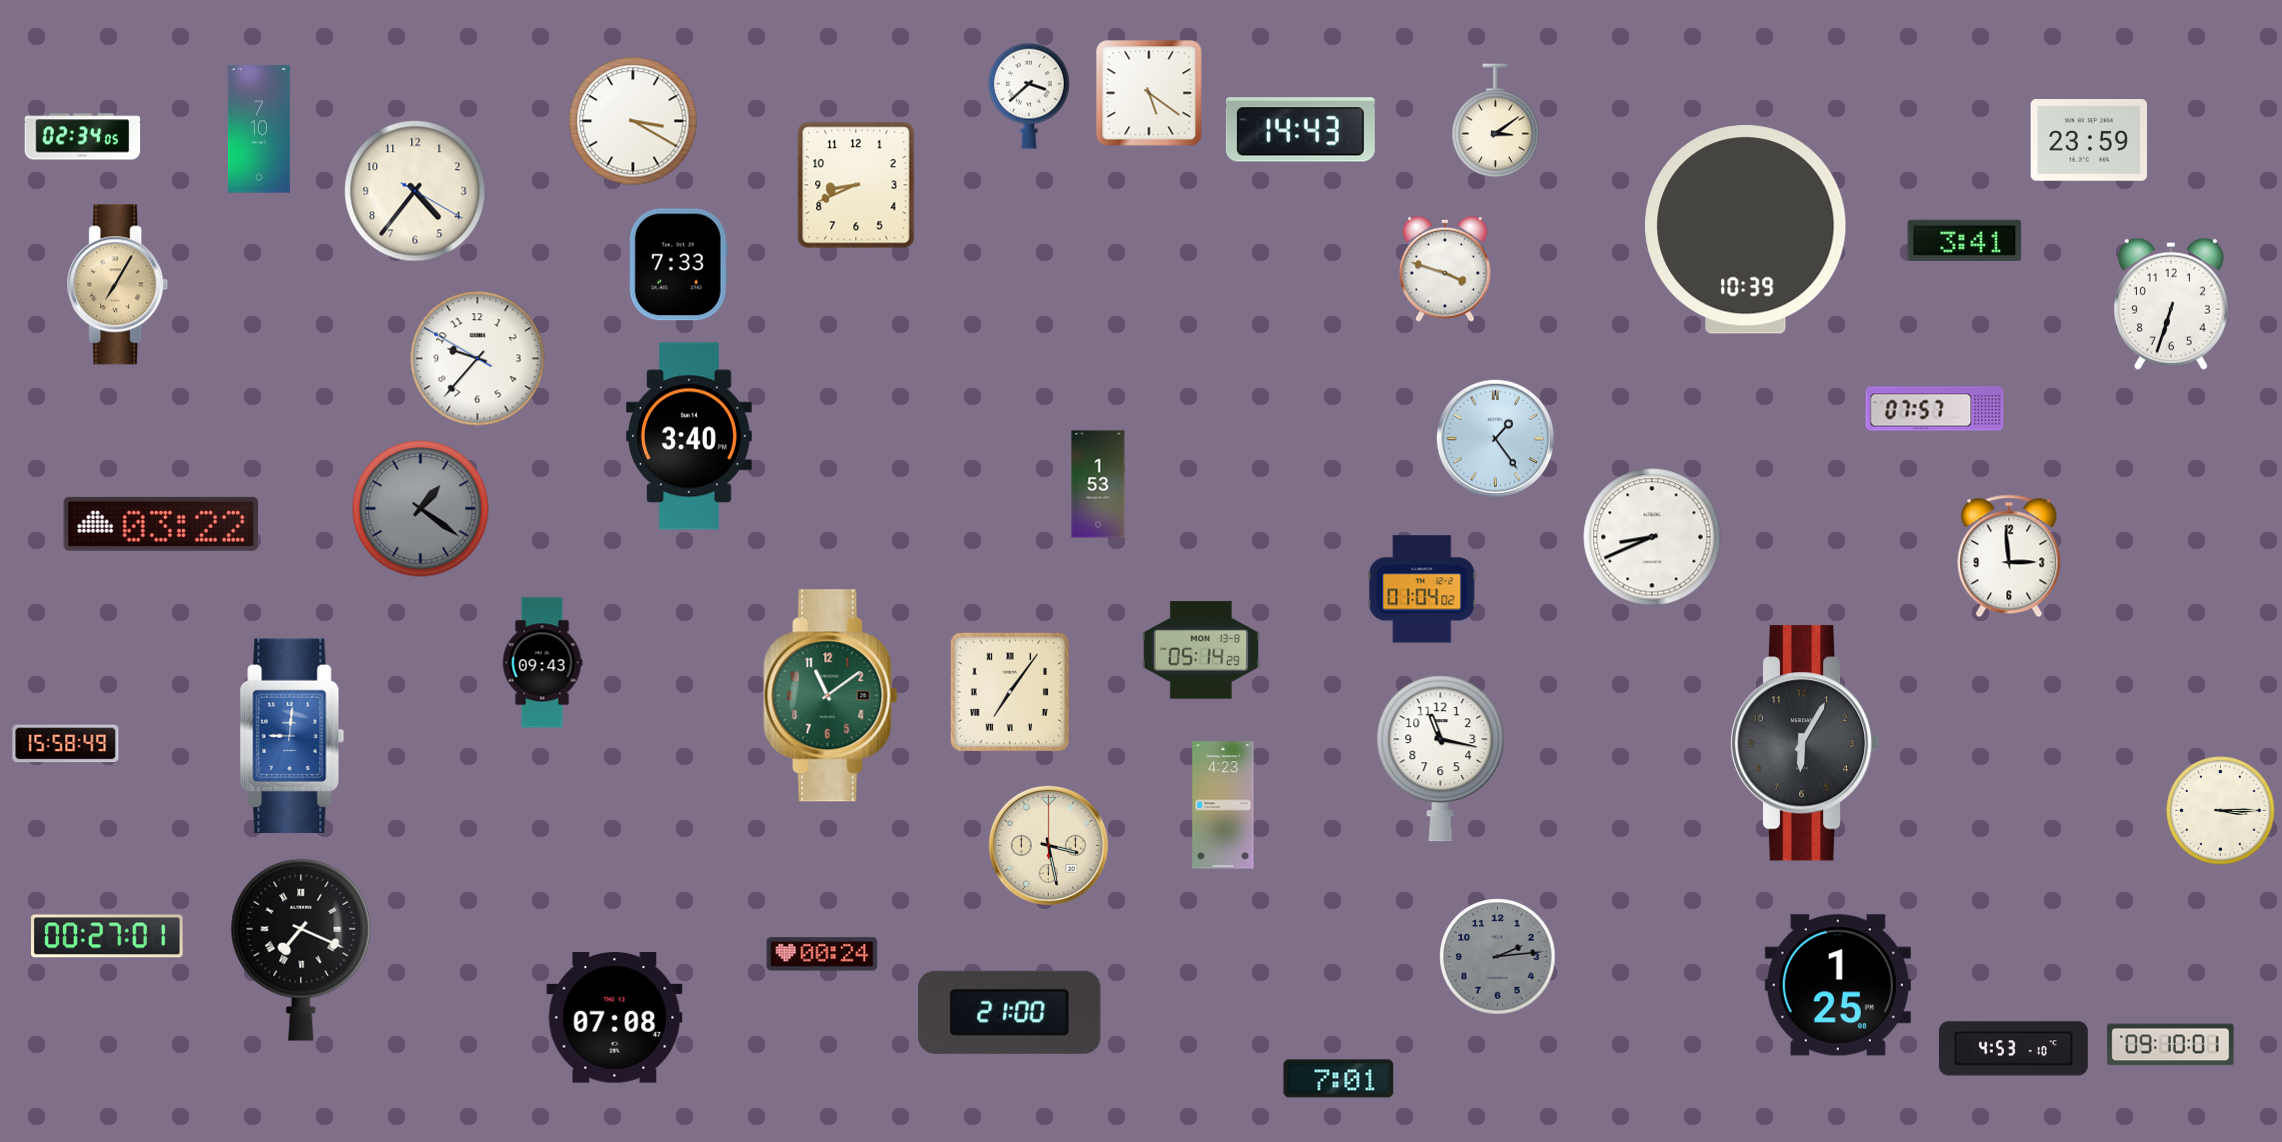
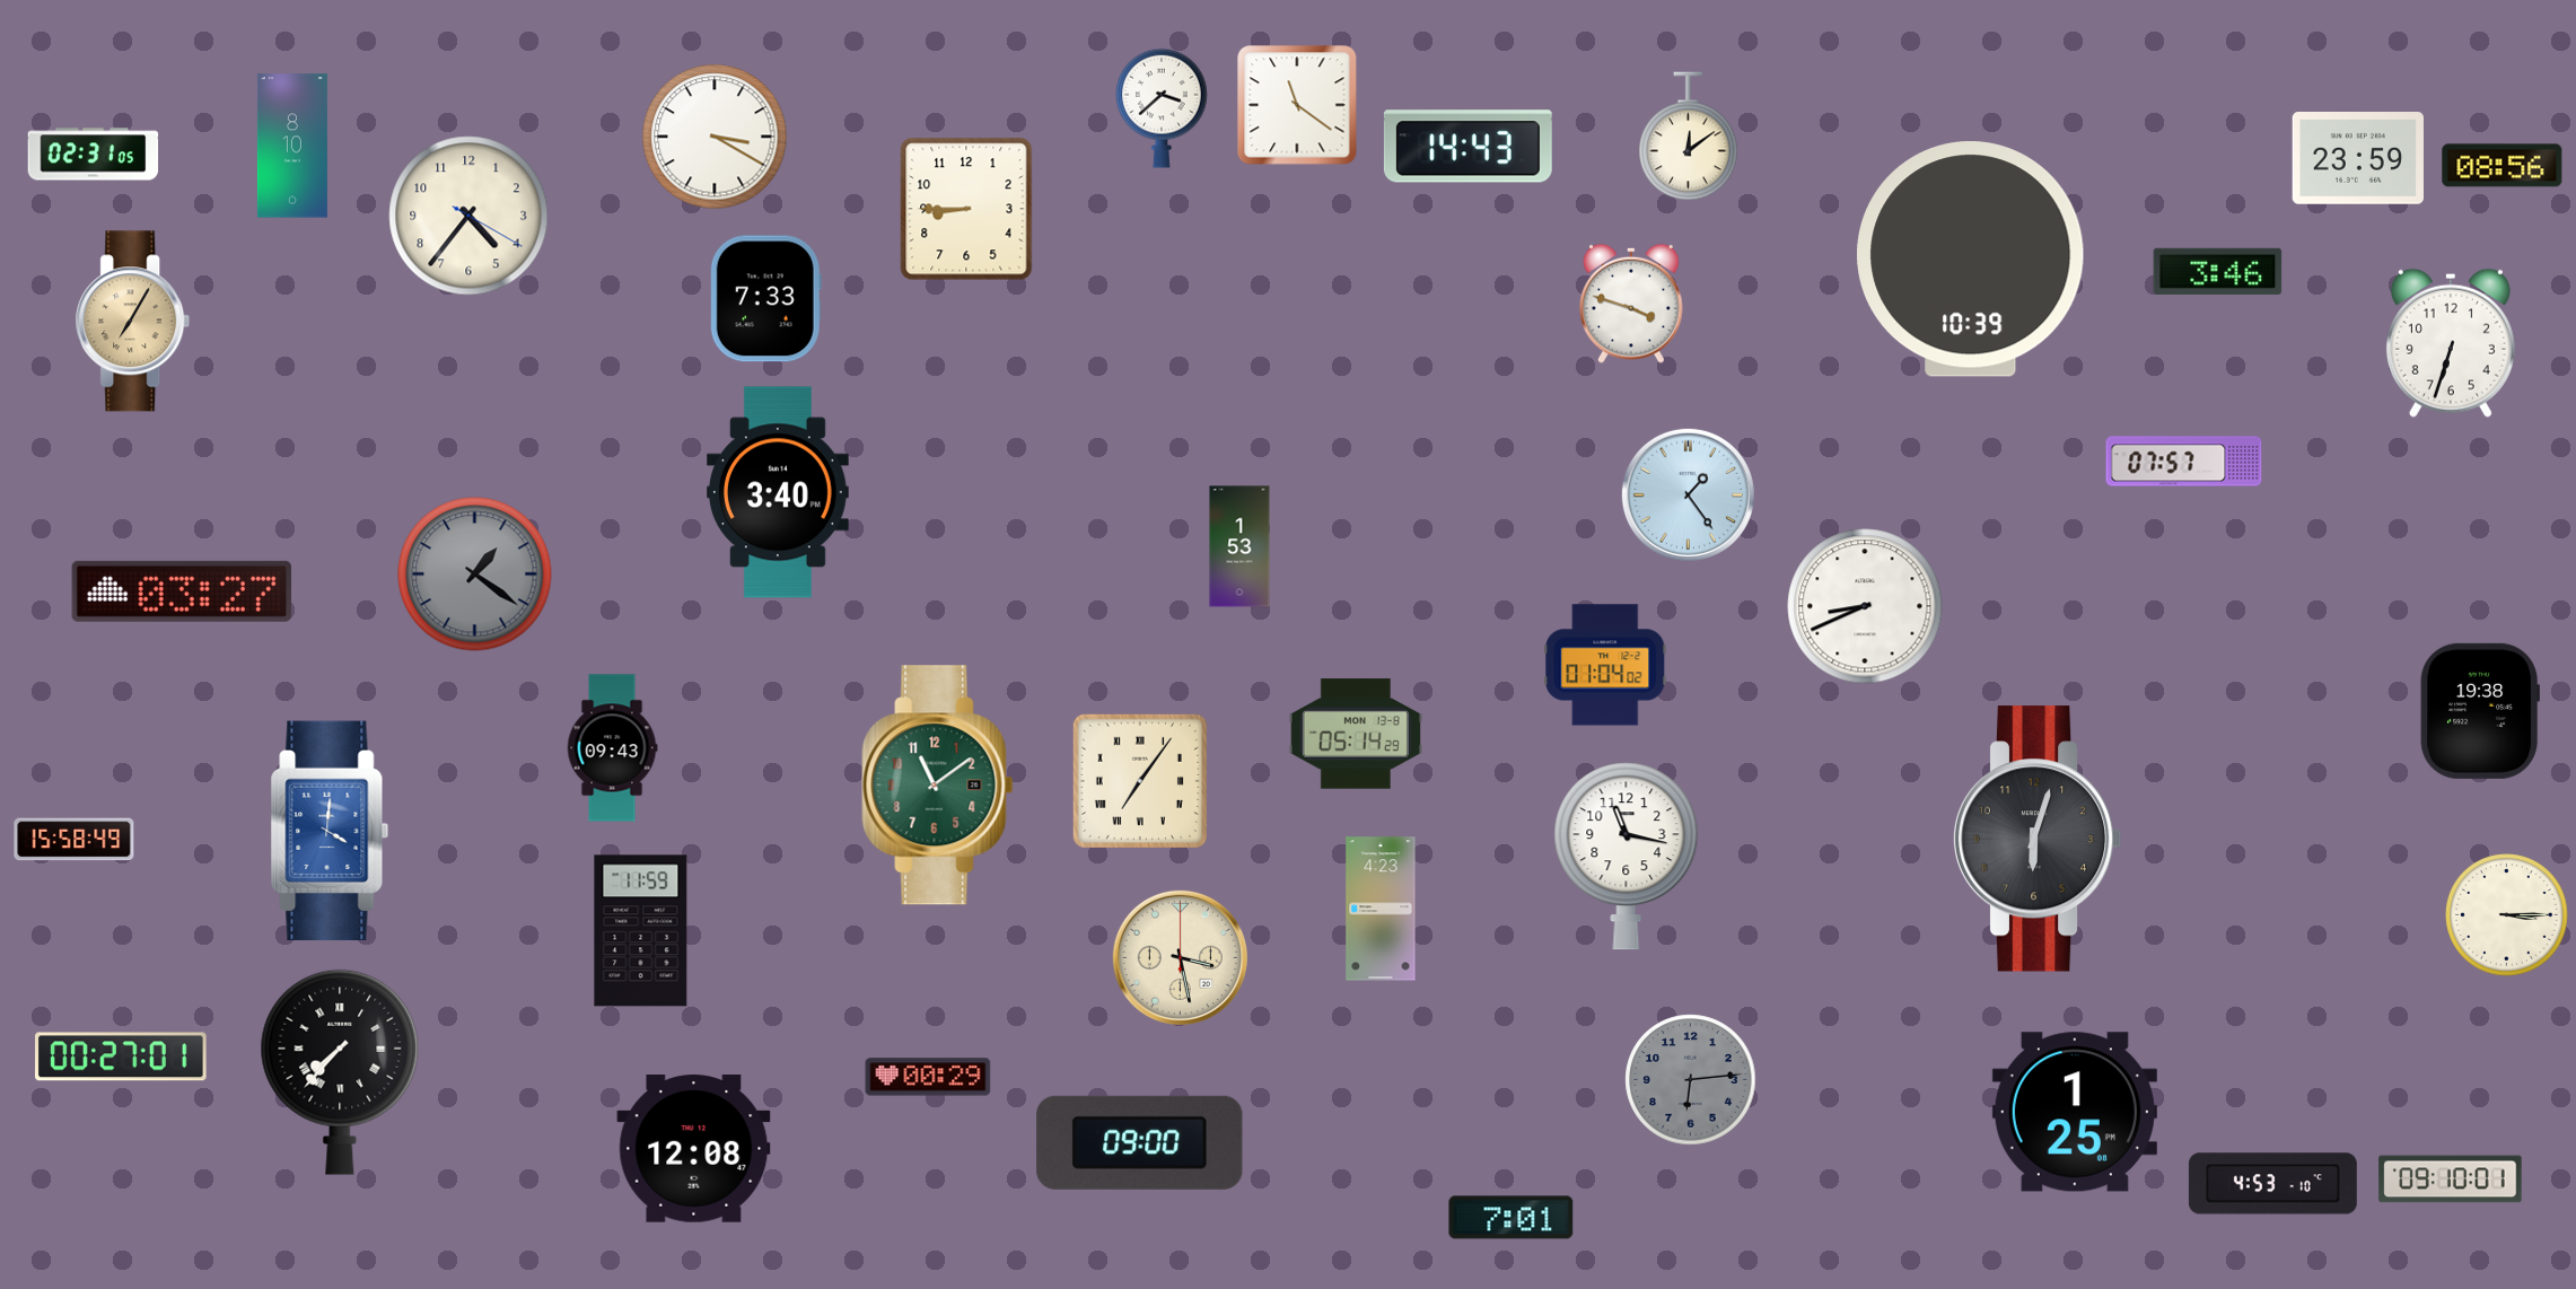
clock at (1149, 93): 5:21 -> 11:21
clock at (1496, 121): 3:09 -> 12:09
clock at (259, 129): 7:10 -> 8:10
clock at (83, 137): 02:34 -> 02:31
clock at (2503, 166): none -> 08:56
clock at (856, 185): 8:41 -> 8:45
clock at (1965, 240): 3:41 -> 3:46
clock at (478, 359): 9:36 -> none
clock at (161, 524): 03:22 -> 03:27
clock at (2009, 556): 2:59 -> none
clock at (2480, 711): none -> 19:38
clock at (292, 736): 9:01 -> 4:01
clock at (1805, 743): 6:05 -> 6:03
clock at (641, 931): none -> 11:59
clock at (1048, 845) position: (1048, 845) -> (1180, 957)
clock at (301, 950): 7:19 -> 7:37
clock at (822, 954): 00:24 -> 00:29
clock at (1498, 957): 2:14 -> 6:14
clock at (1010, 1012): 21:00 -> 09:00
clock at (615, 1018): 07:08 -> 12:08
